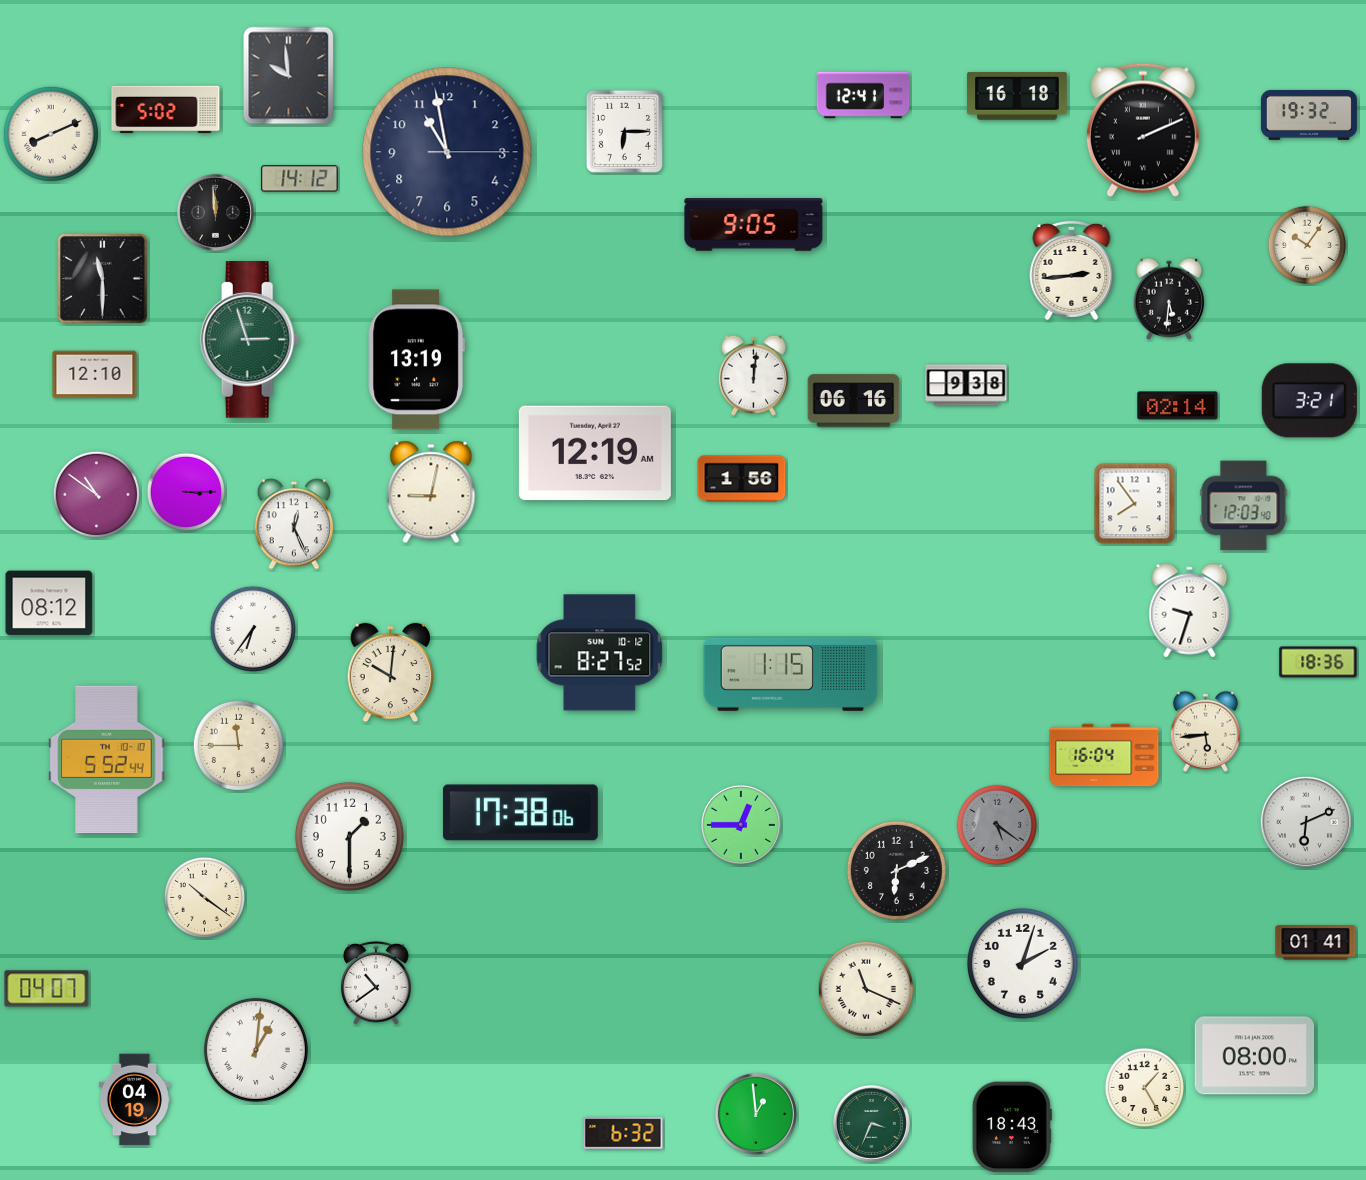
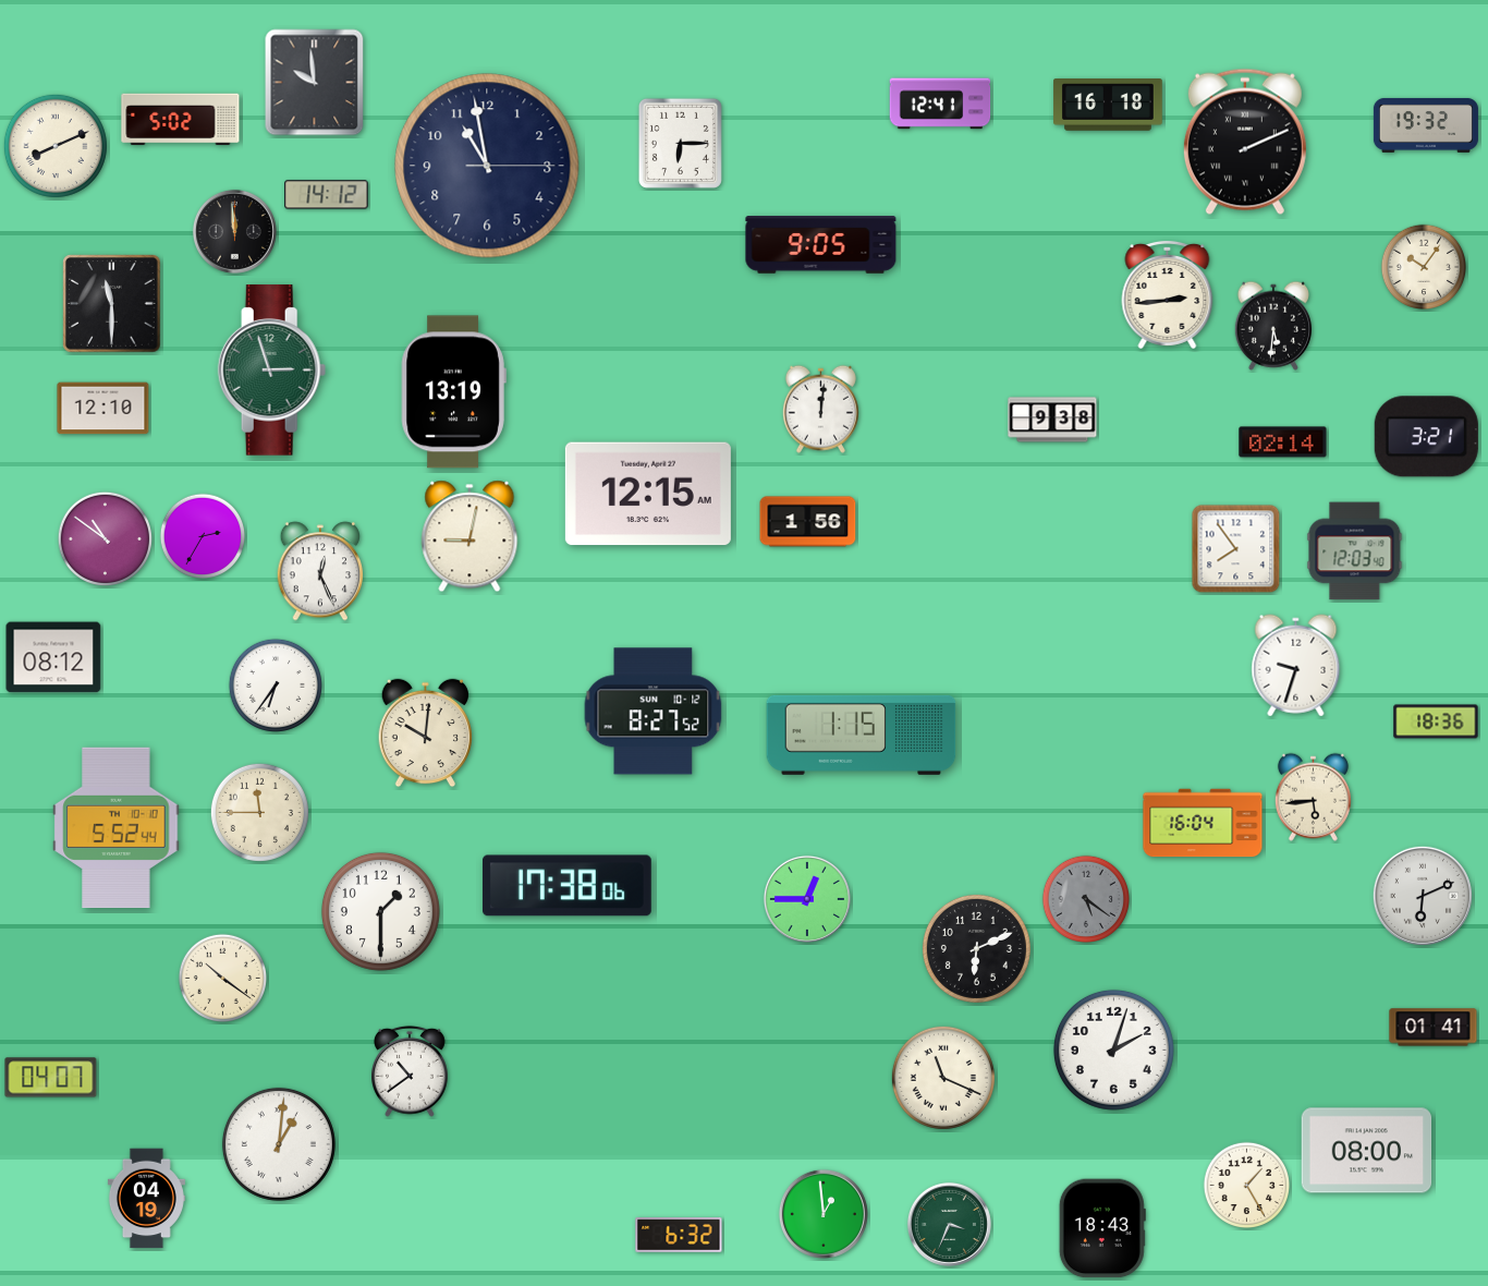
clock at (854, 401): 06:16 -> none
clock at (595, 453): 12:19 -> 12:15
clock at (186, 492): 3:15 -> 2:35
